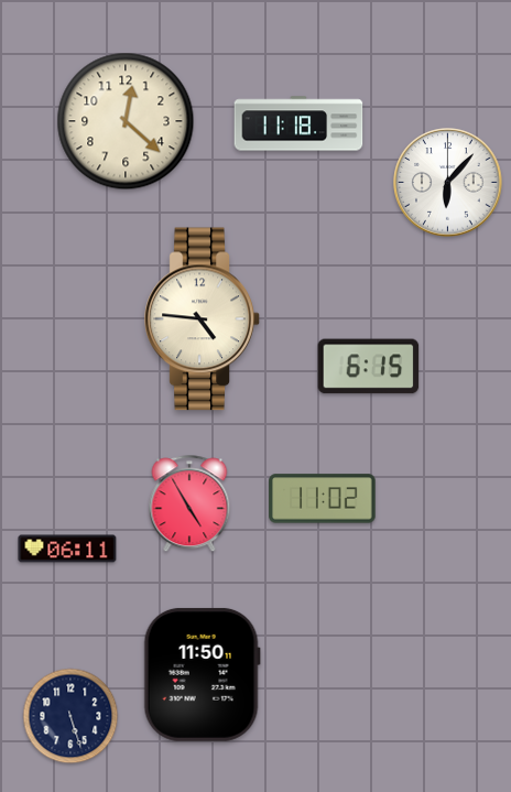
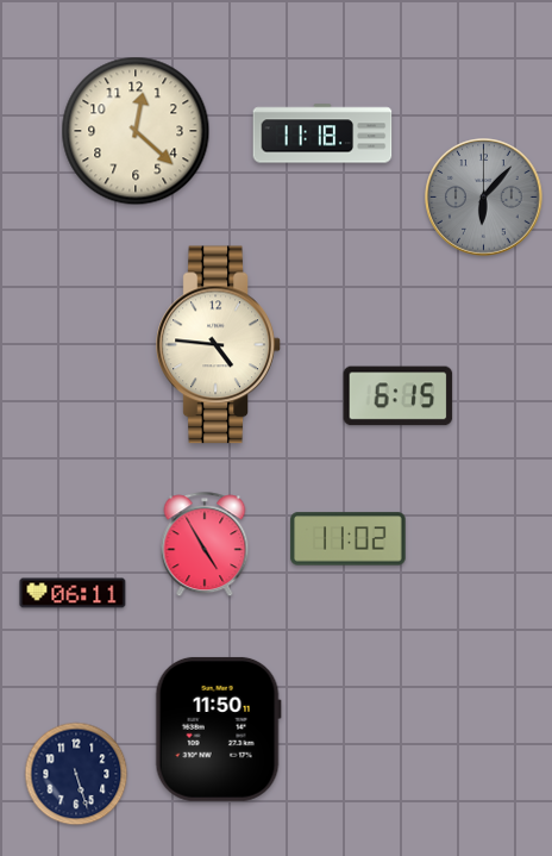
clock at (448, 183) dial: white -> grey
